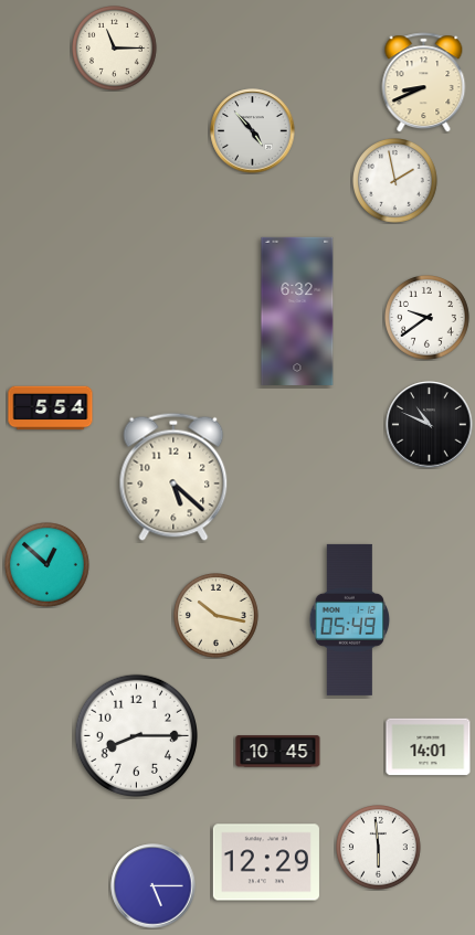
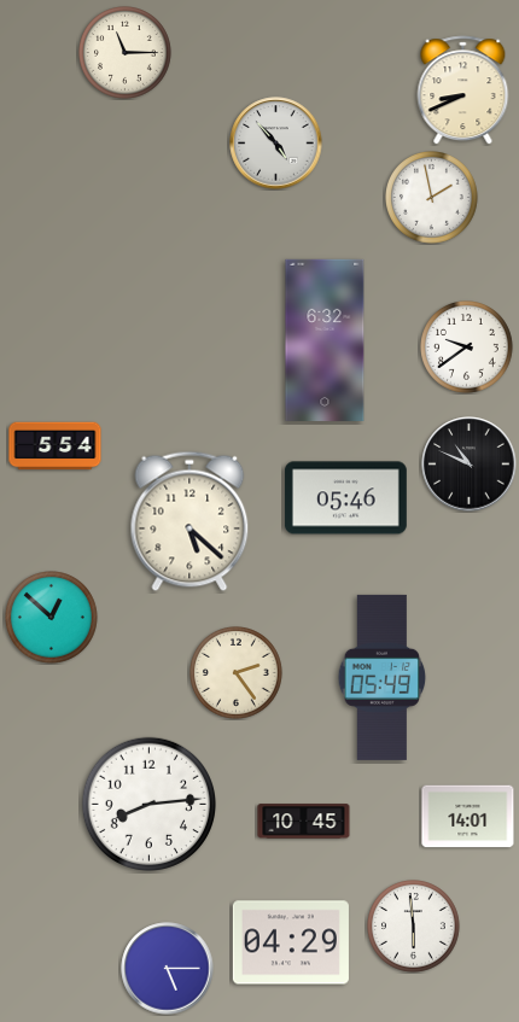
clock at (345, 498): none -> 05:46
clock at (217, 616): 10:17 -> 2:24
clock at (136, 735): 8:15 -> 8:14
clock at (266, 862): 12:29 -> 04:29
